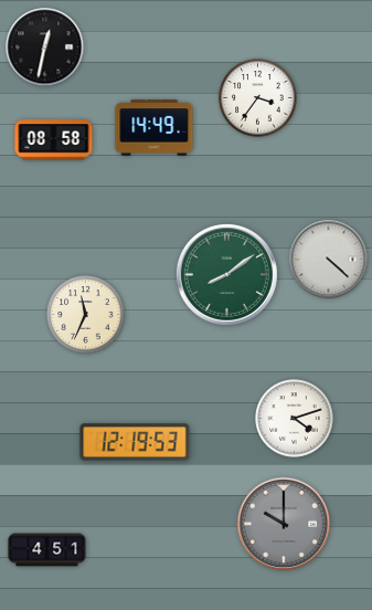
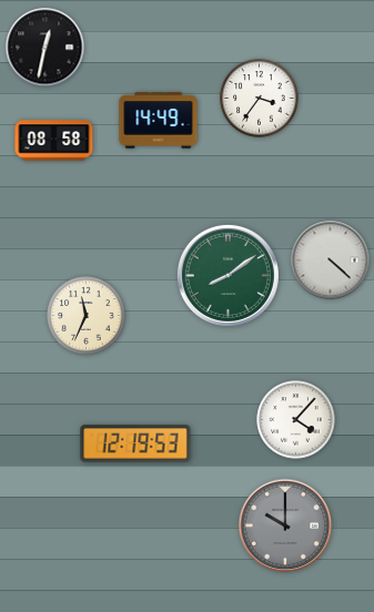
clock at (155, 128) position: (155, 128) -> (159, 121)
clock at (295, 419): 4:12 -> 4:07
clock at (47, 550): 4:51 -> none
